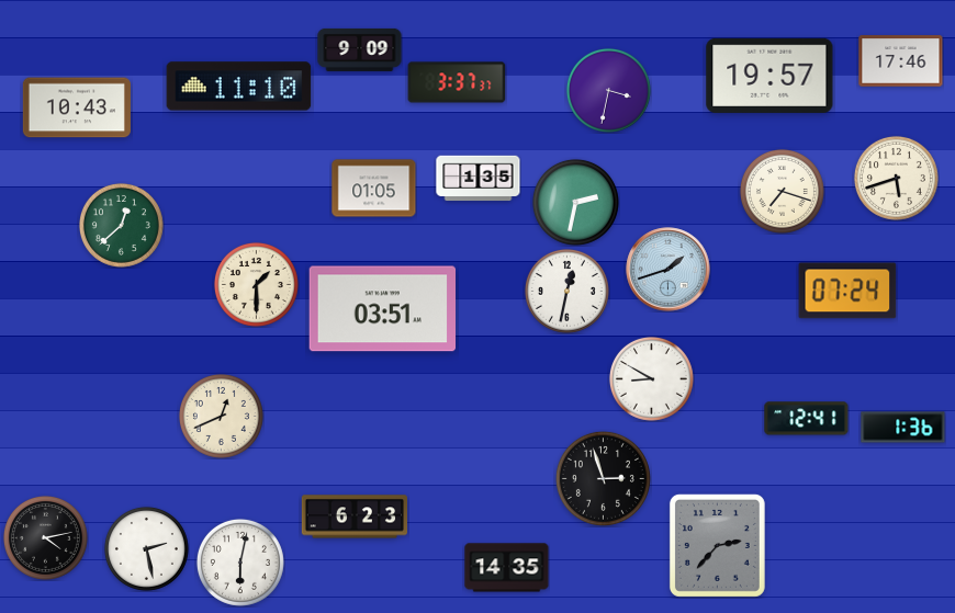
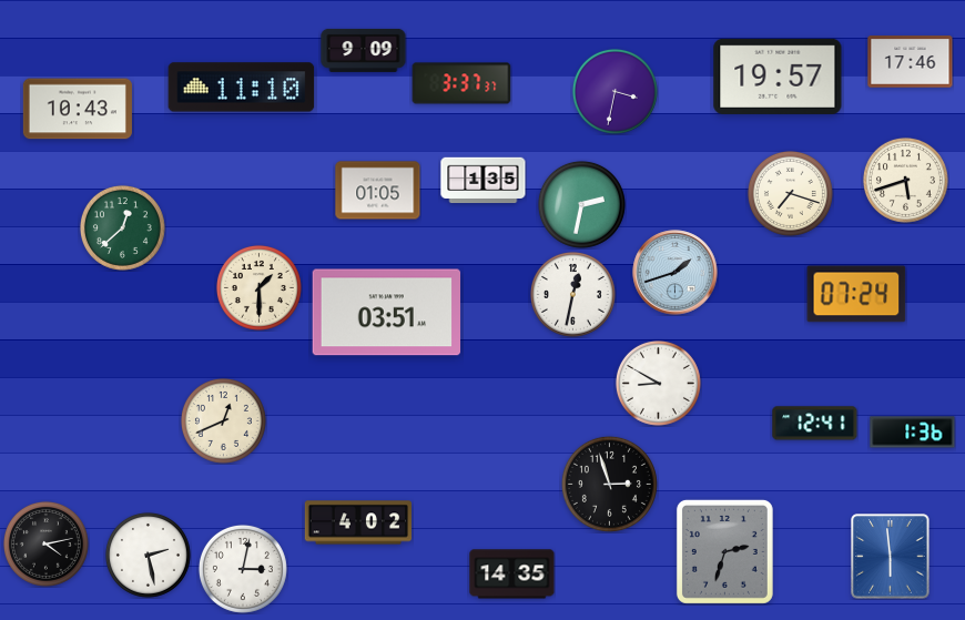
clock at (353, 516): 6:23 -> 4:02
clock at (717, 545): 2:37 -> 2:33
clock at (891, 557): none -> 5:59
clock at (240, 563): 6:02 -> 3:02
